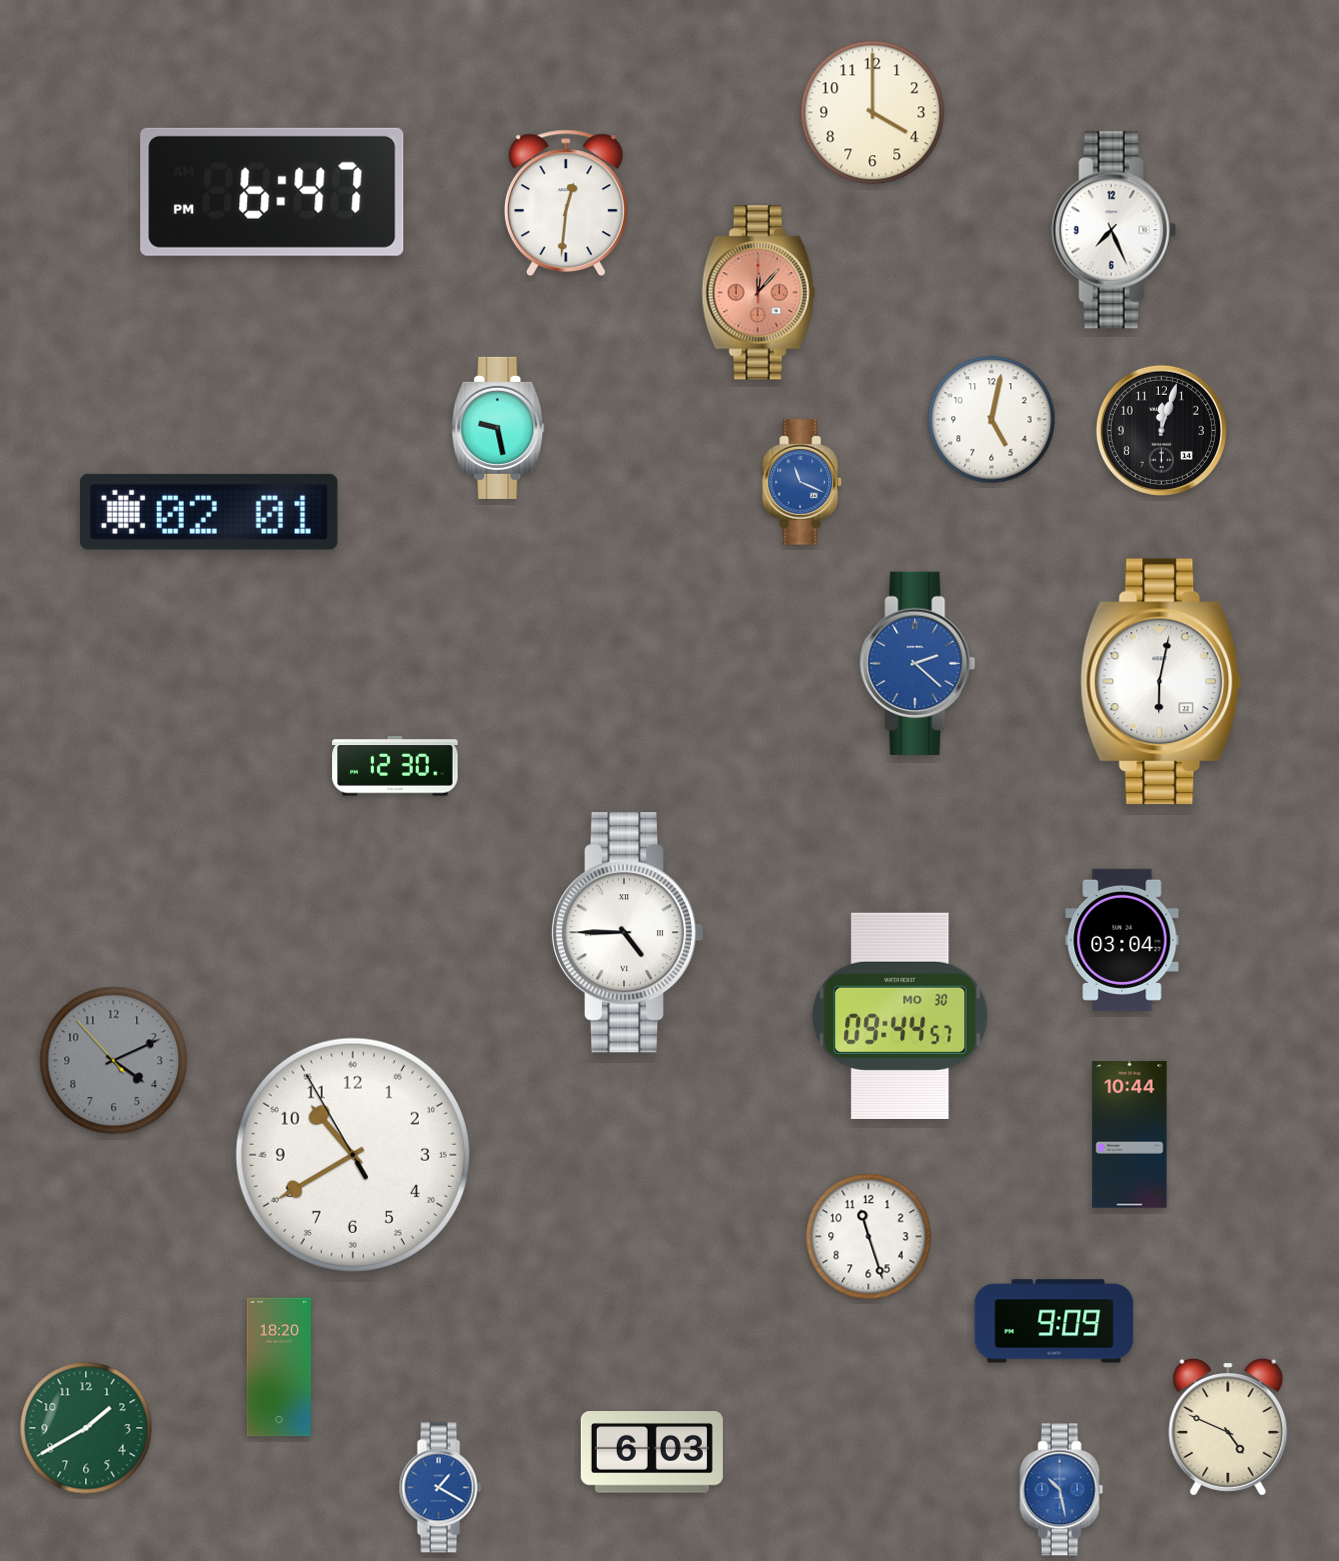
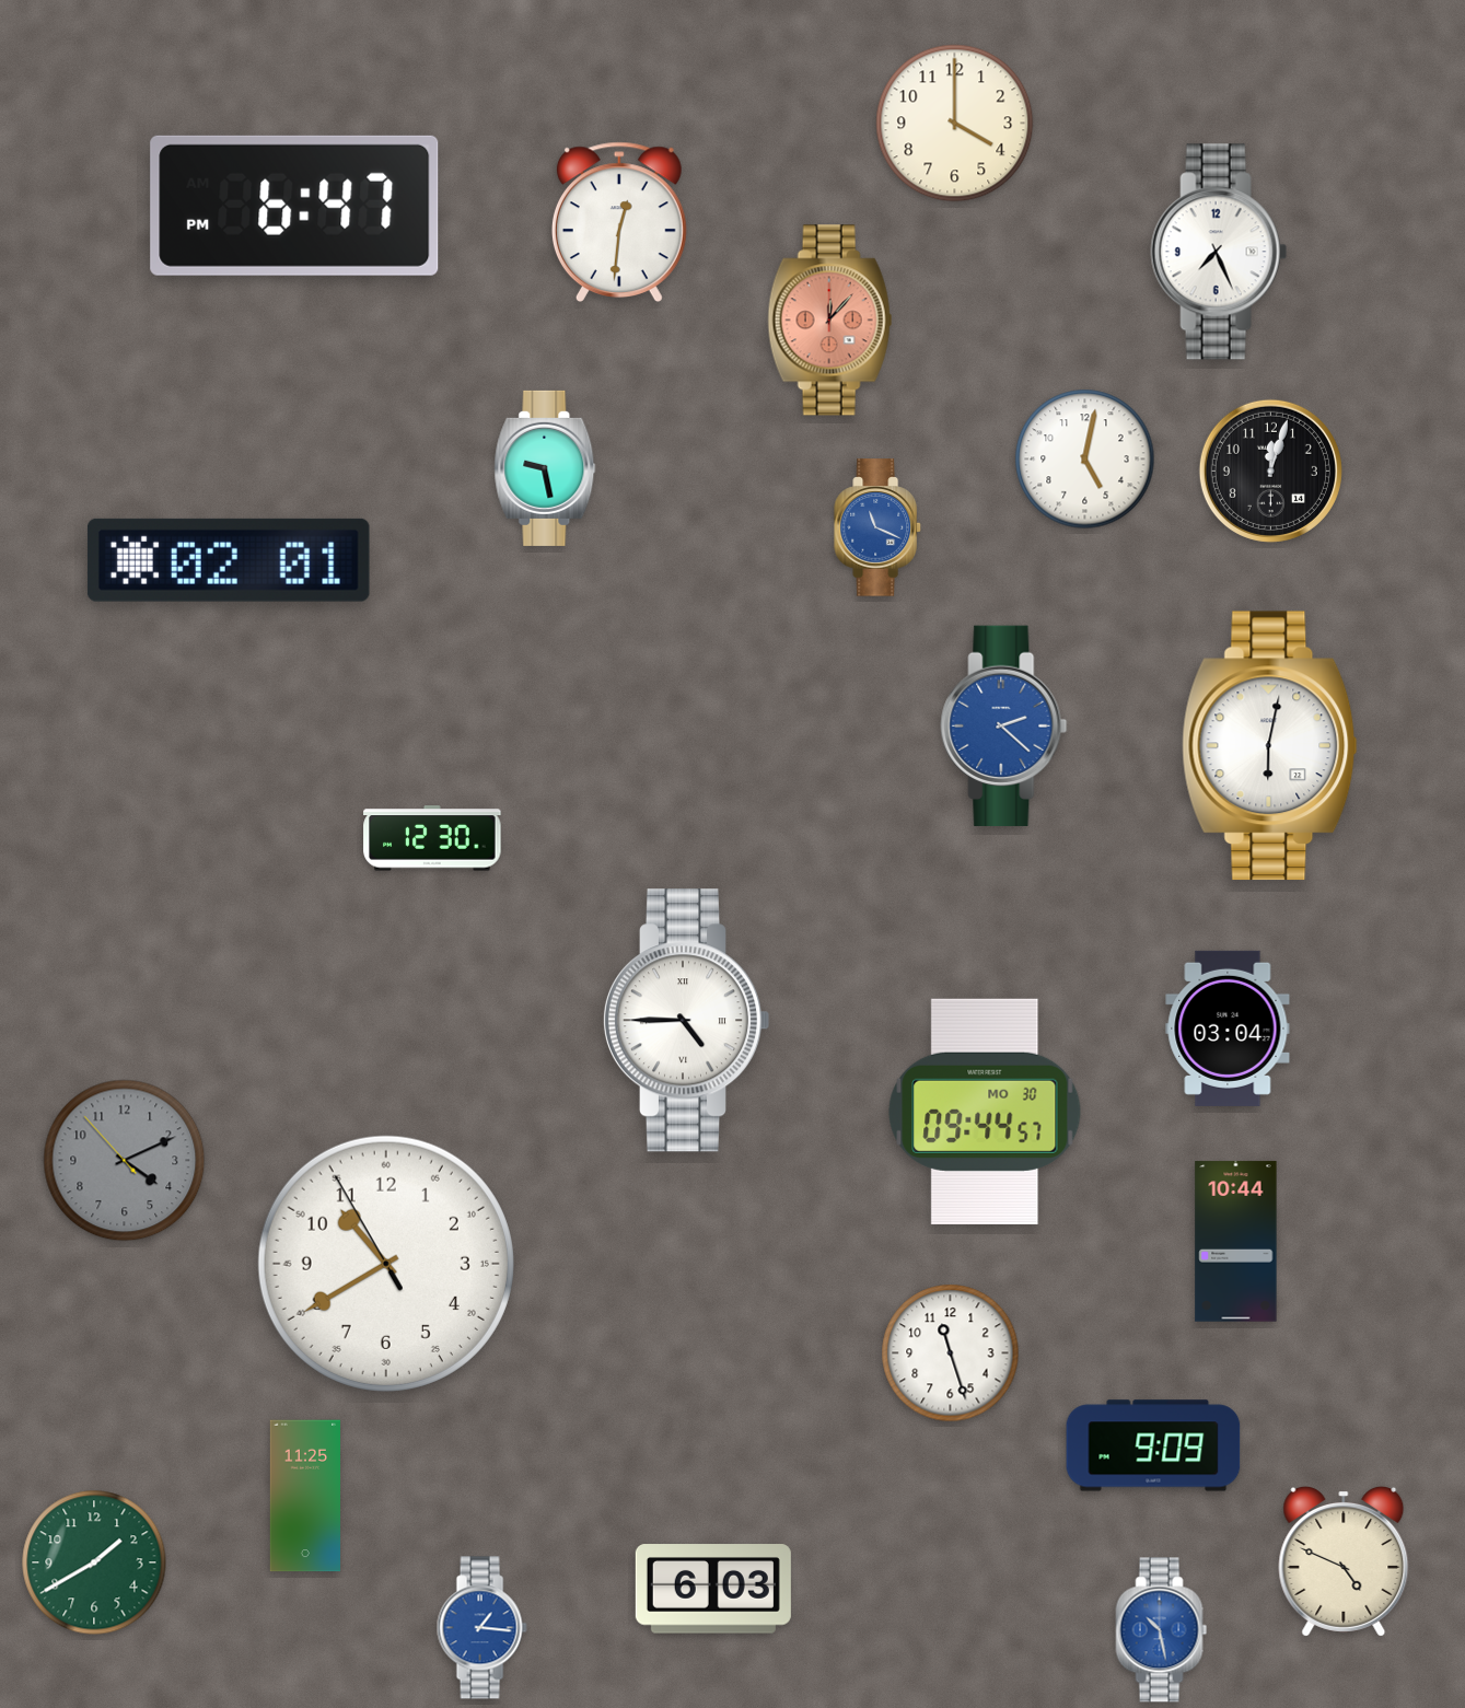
clock at (272, 192) position: (272, 192) -> (294, 206)
clock at (279, 1367): 18:20 -> 11:25
clock at (440, 1488): 1:20 -> 1:16
